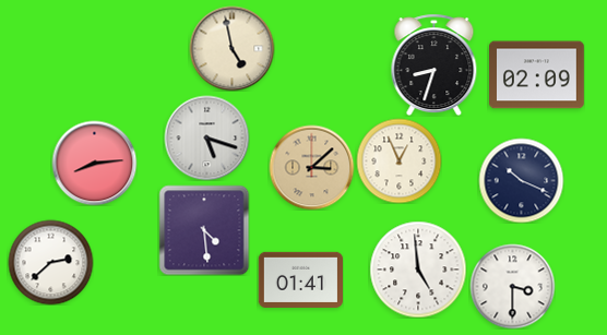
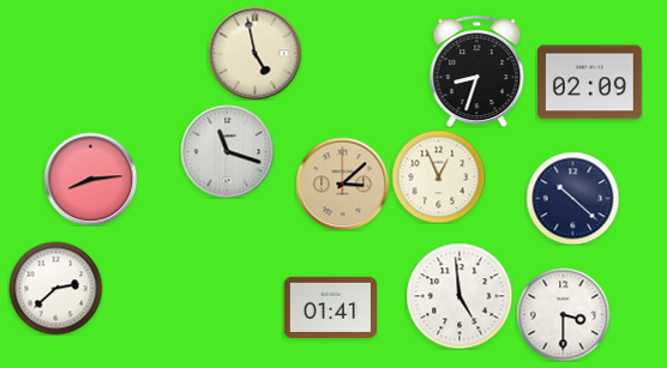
clock at (206, 137): 5:18 -> 11:18
clock at (94, 163) position: (94, 163) -> (90, 179)
clock at (521, 180): 10:19 -> 10:22
clock at (204, 230): 4:29 -> none
